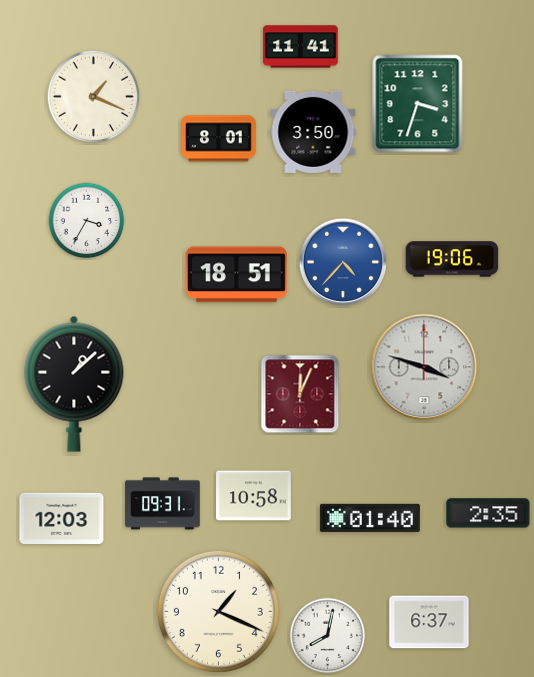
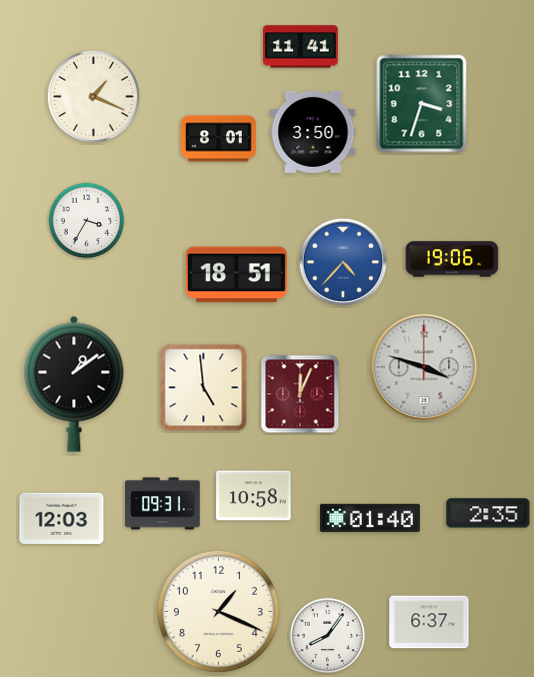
clock at (418, 104) position: (418, 104) -> (422, 104)
clock at (74, 384): 1:08 -> 1:09
clock at (204, 388): none -> 4:59
clock at (328, 636): 8:02 -> 8:06
